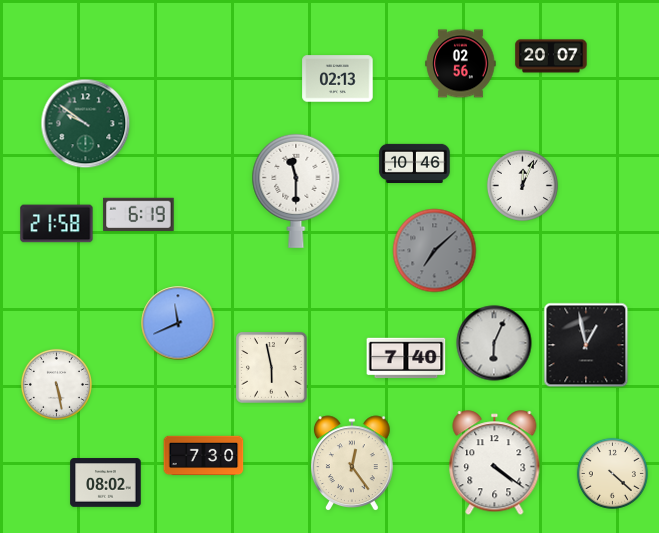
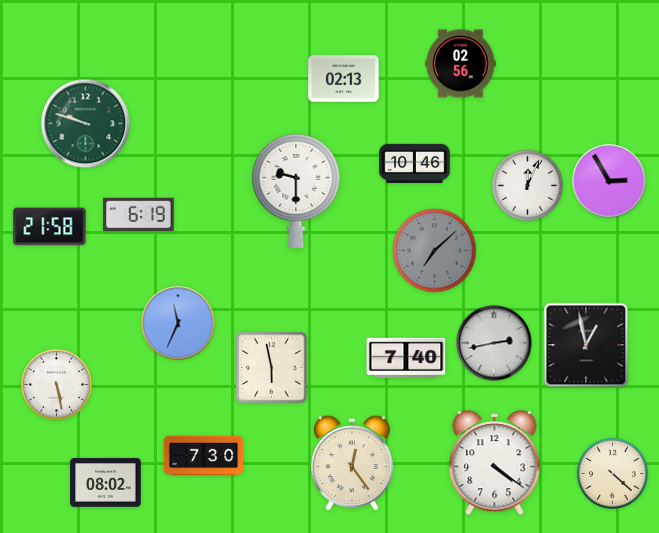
clock at (551, 56): 20:07 -> none
clock at (338, 79) position: (338, 79) -> (344, 79)
clock at (86, 124): 9:51 -> 9:48
clock at (609, 181): none -> 2:55
clock at (522, 185) position: (522, 185) -> (527, 185)
clock at (296, 191): 11:30 -> 9:30
clock at (57, 224) position: (57, 224) -> (50, 227)
clock at (178, 323): 11:41 -> 11:34
clock at (494, 343): 6:04 -> 2:43
